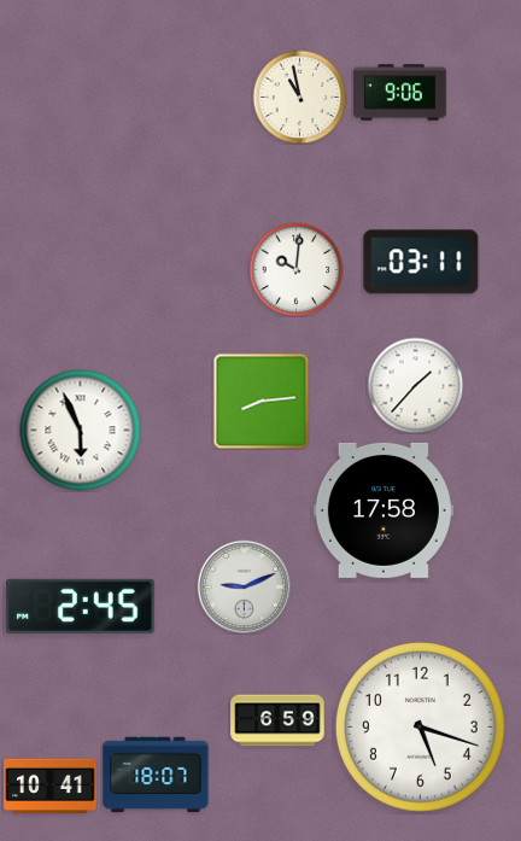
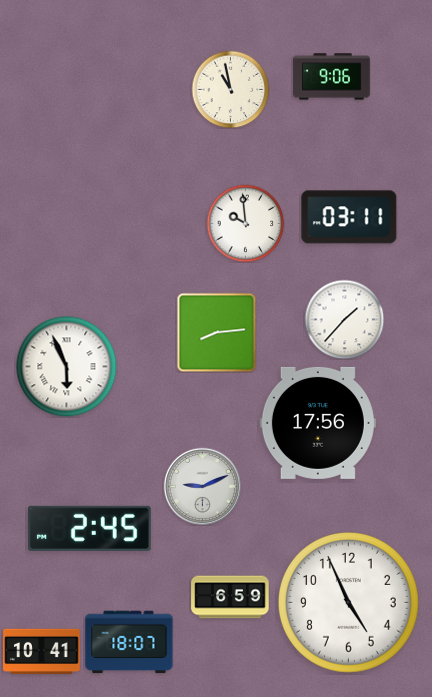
clock at (299, 97) position: (299, 97) -> (230, 89)
clock at (295, 269): 10:01 -> 9:59
clock at (81, 431) position: (81, 431) -> (67, 367)
clock at (384, 510): 17:58 -> 17:56
clock at (80, 606) position: (80, 606) -> (89, 528)
clock at (421, 728): 5:18 -> 4:56
